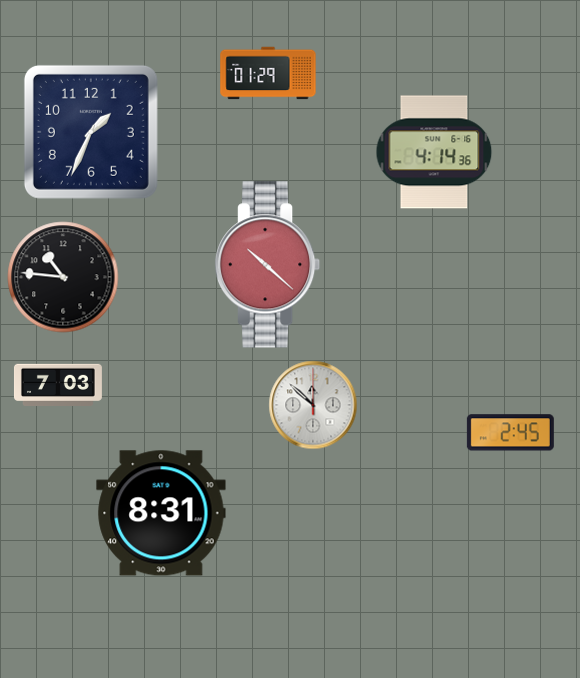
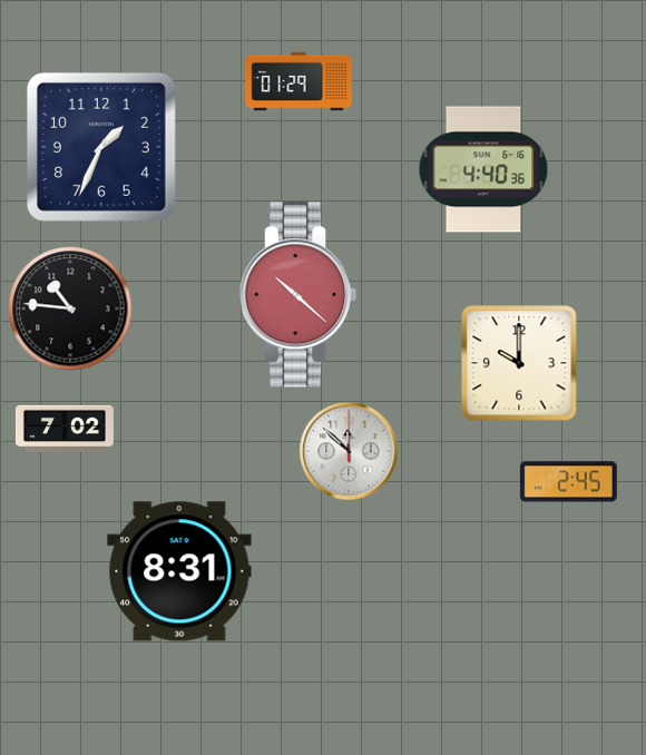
clock at (434, 152): 4:14 -> 4:40
clock at (519, 363): none -> 10:00
clock at (58, 384): 7:03 -> 7:02
